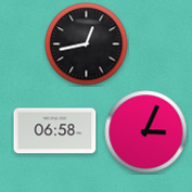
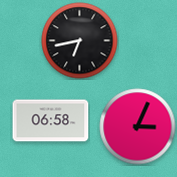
clock at (87, 44): 12:43 -> 6:43
clock at (146, 132) position: (146, 132) -> (138, 127)
